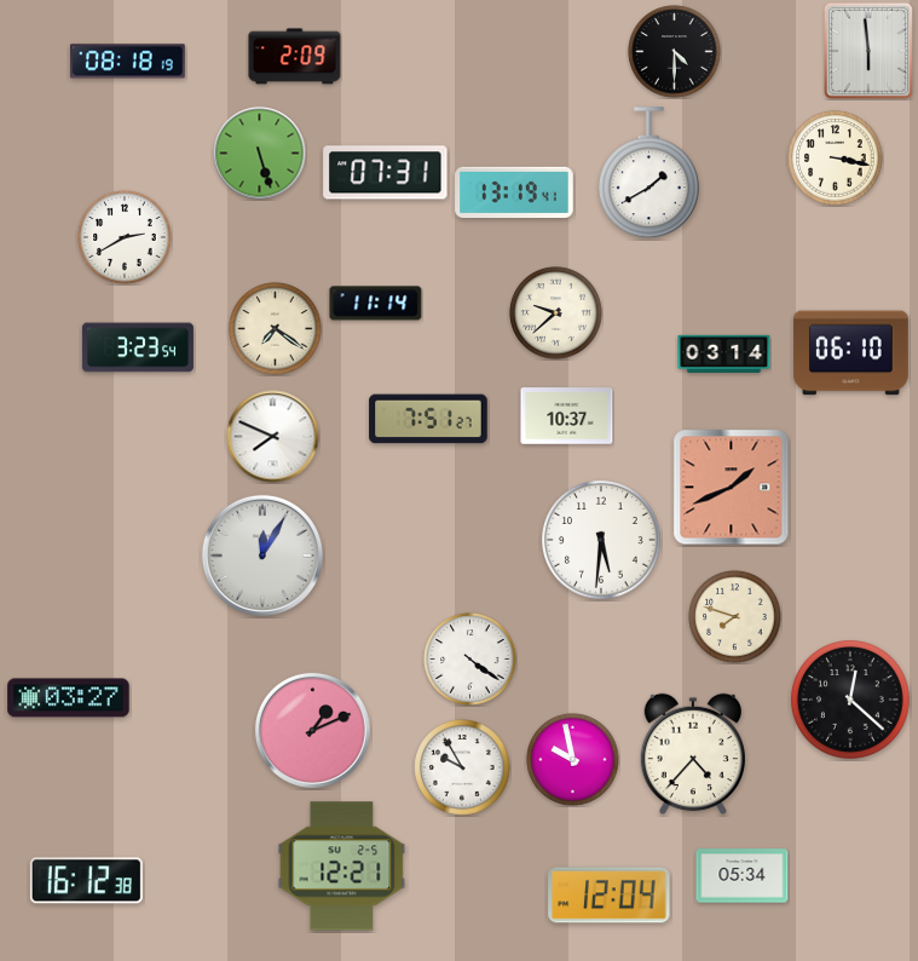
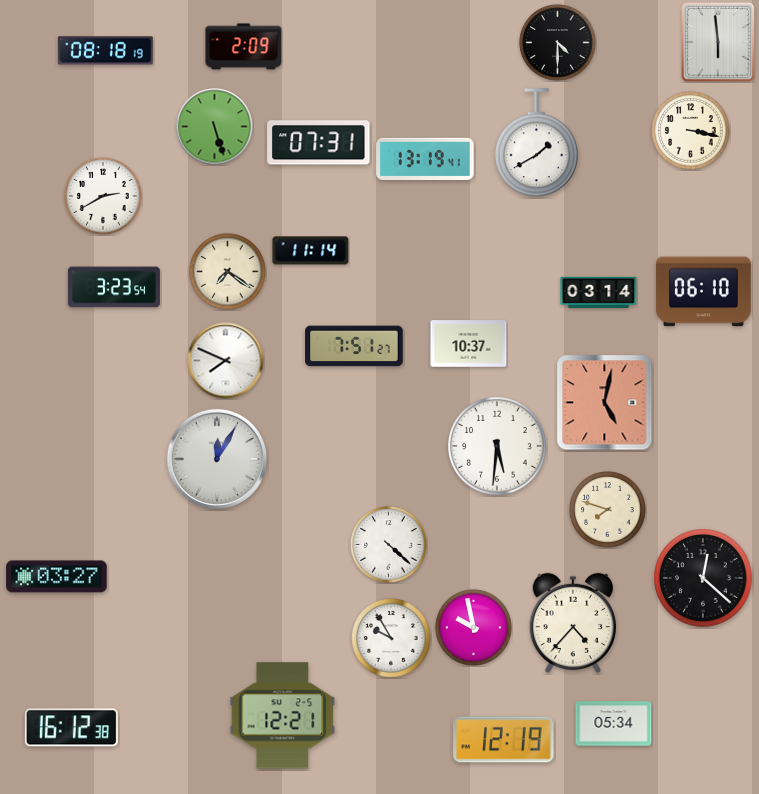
clock at (556, 313): 9:38 -> none
clock at (732, 488): 1:41 -> 5:02
clock at (470, 660): 4:21 -> 4:22
clock at (312, 730): 1:11 -> none
clock at (462, 767) position: (462, 767) -> (391, 638)
clock at (610, 896): 12:04 -> 12:19
